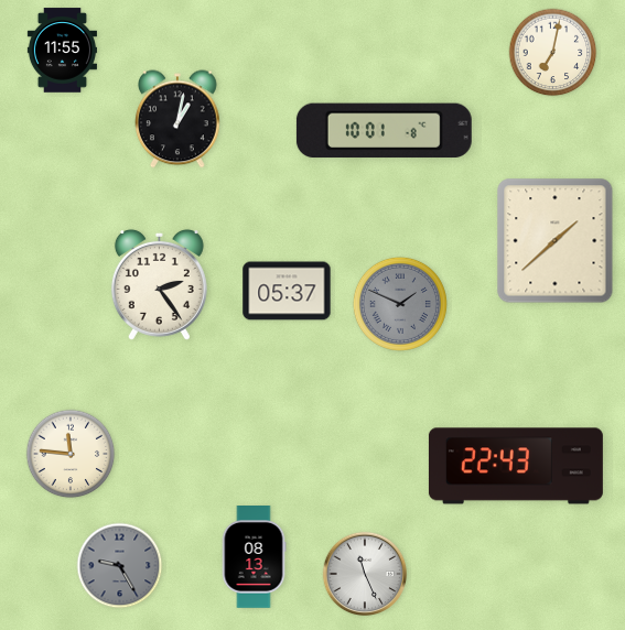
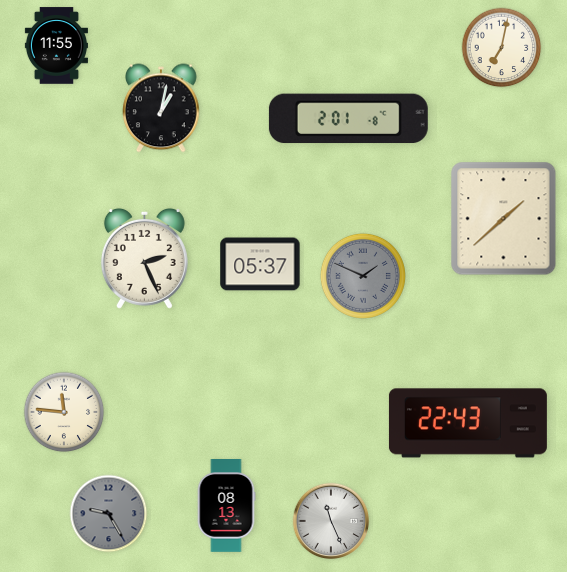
clock at (384, 131): 10:01 -> 2:01
clock at (159, 284): 2:24 -> 2:26
clock at (254, 557) position: (254, 557) -> (226, 506)
